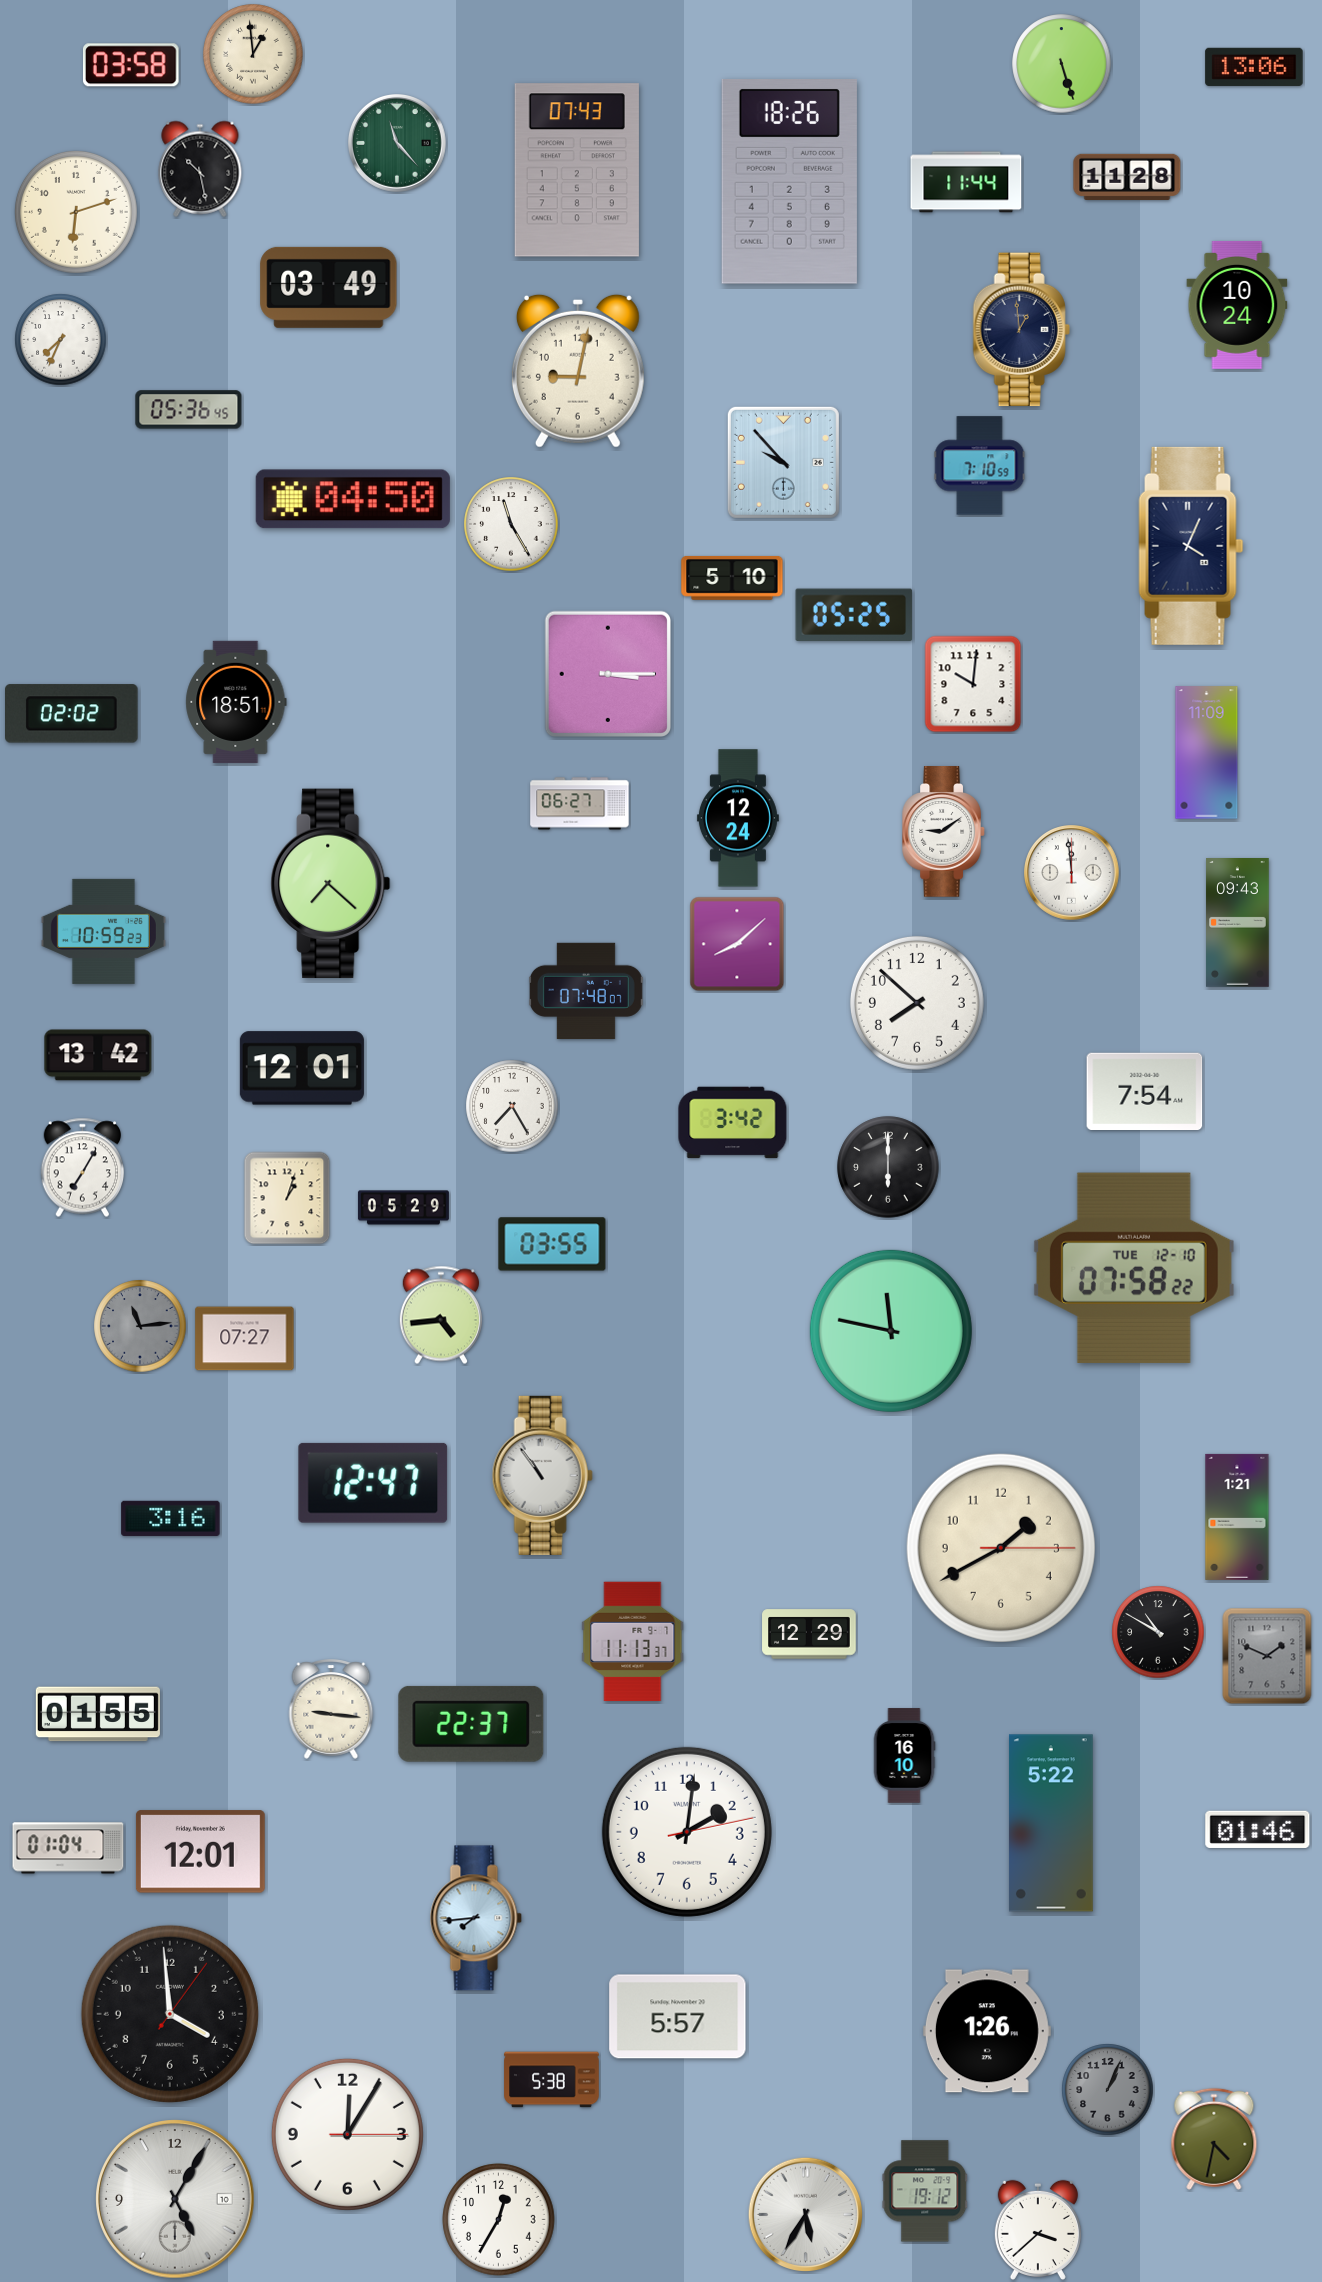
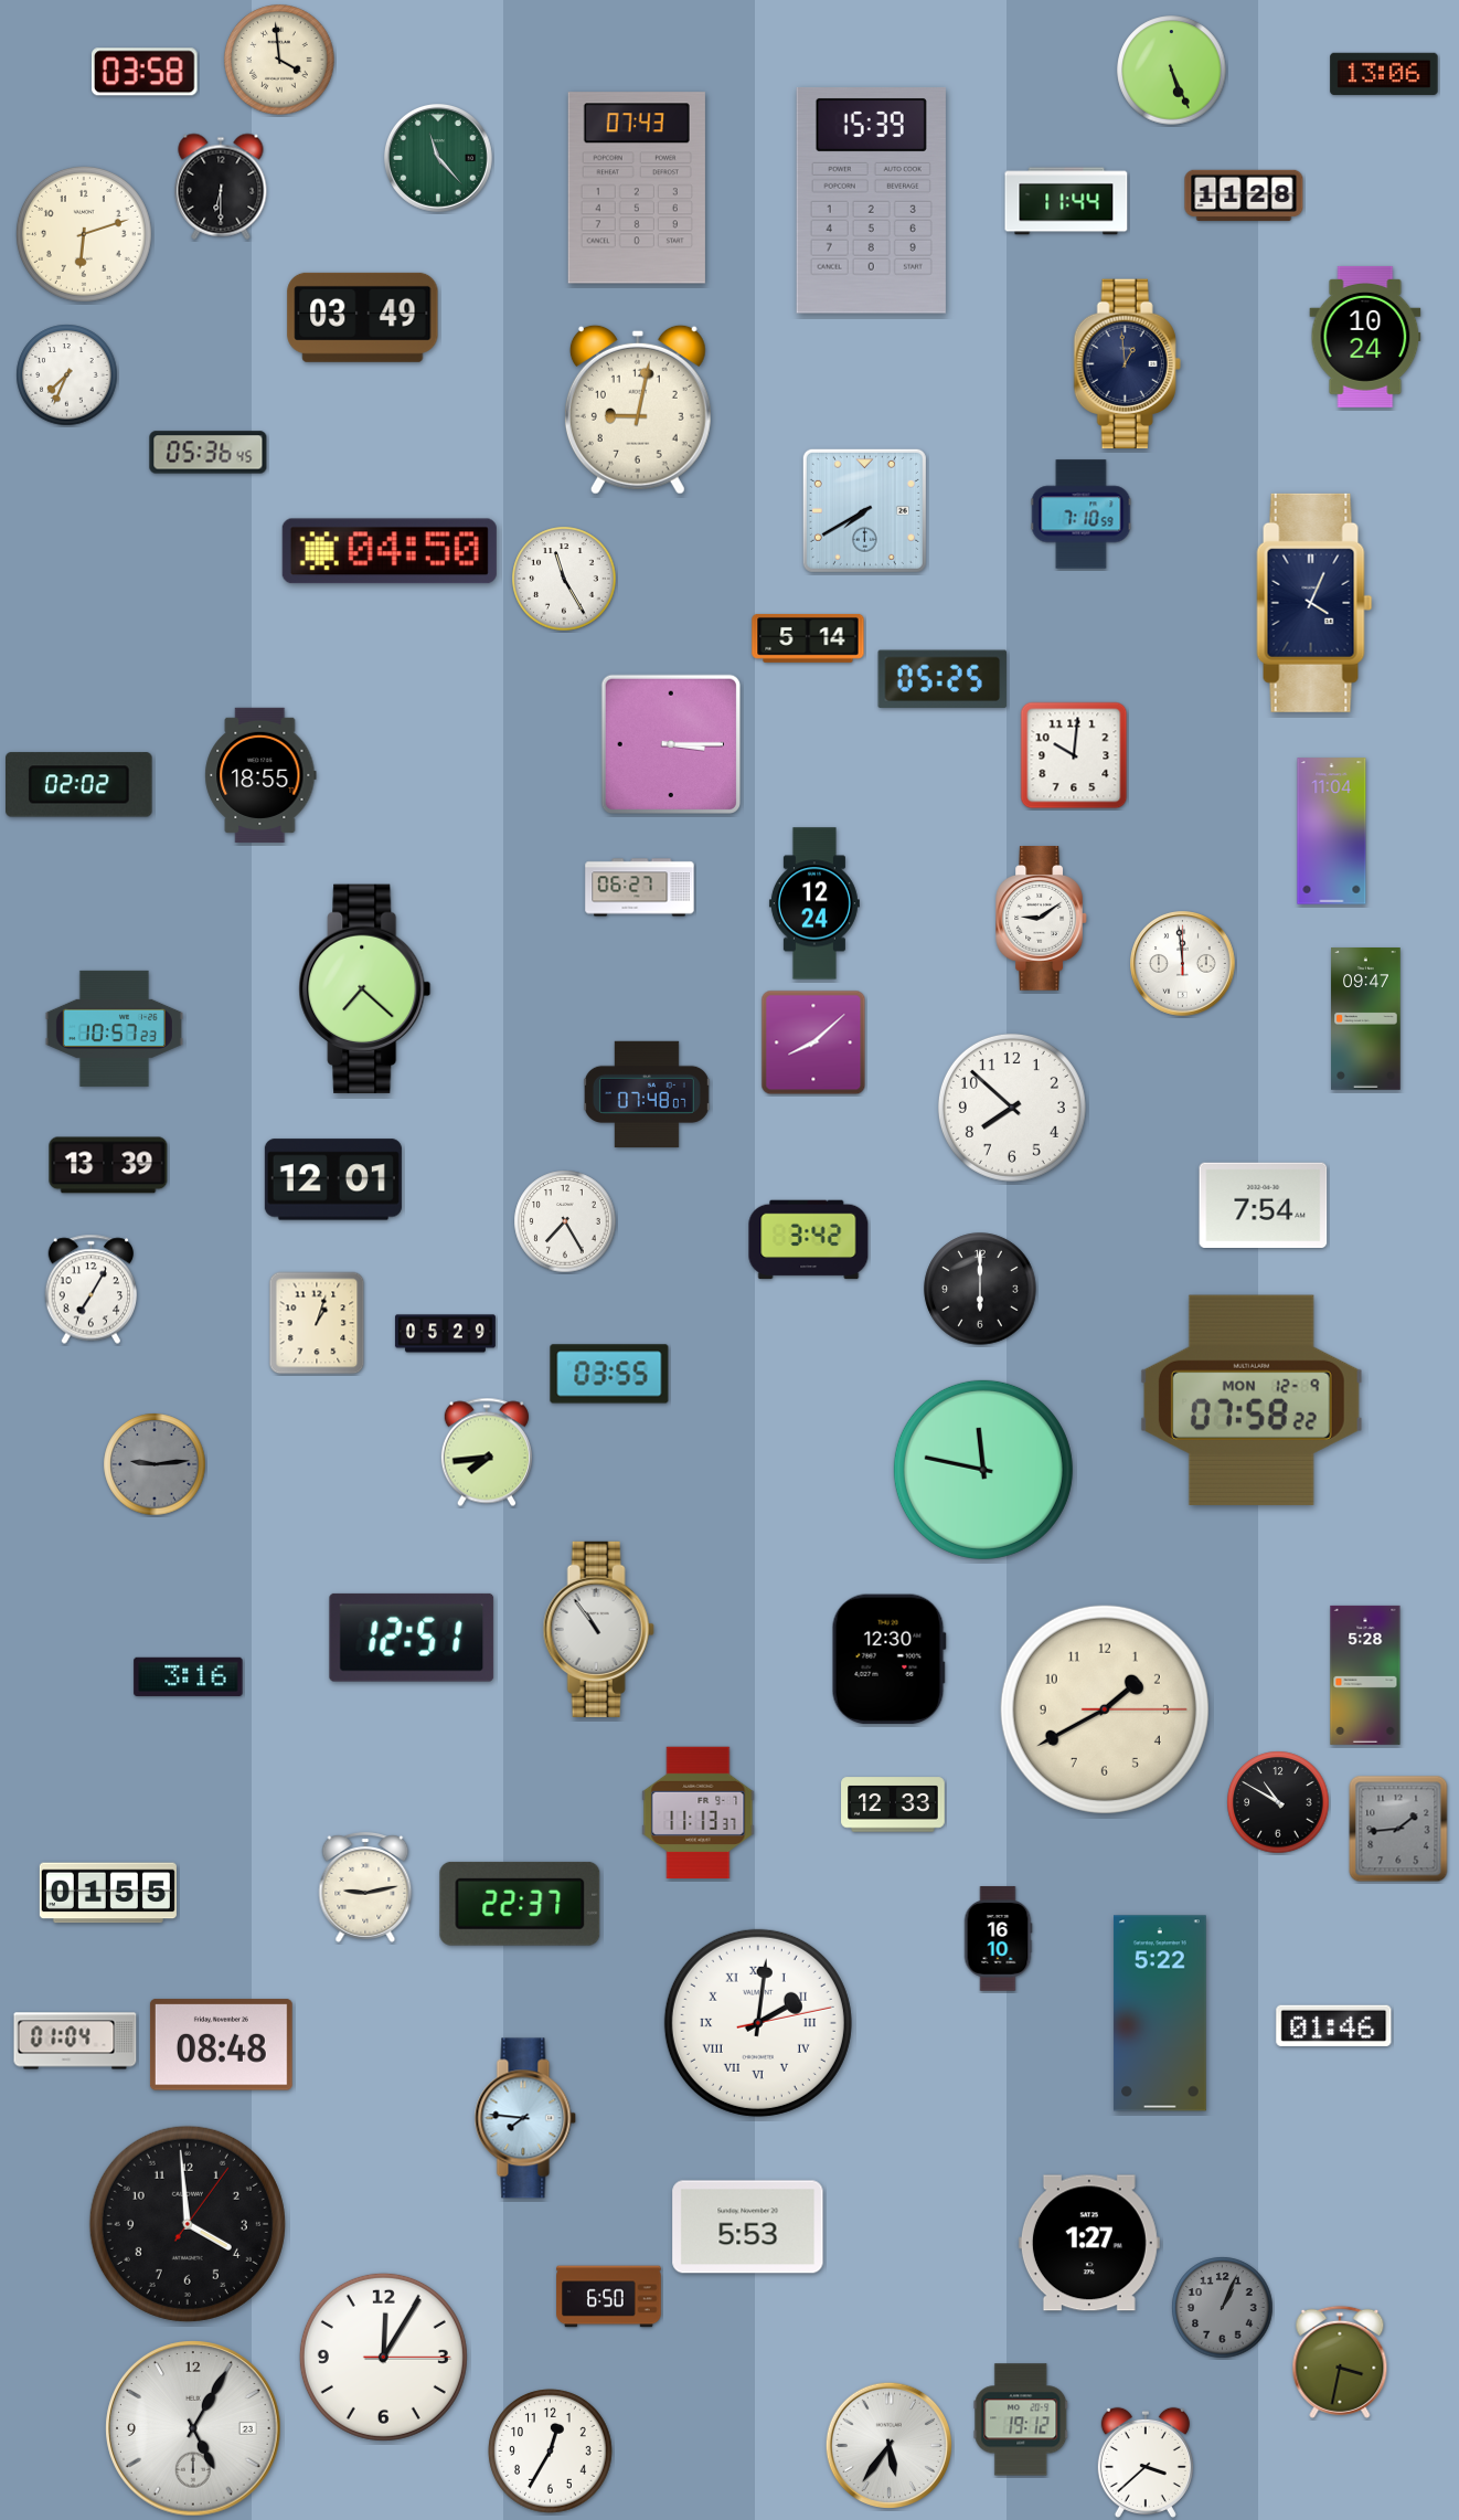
clock at (253, 54): 12:59 -> 3:59
clock at (1062, 64): 5:27 -> 5:26
clock at (200, 169): 10:28 -> 6:30
clock at (789, 182): 18:26 -> 15:39
clock at (783, 462): 9:53 -> 7:40
clock at (732, 578): 5:10 -> 5:14
clock at (236, 702): 18:51 -> 18:55
clock at (72, 714) position: (72, 714) -> (79, 785)
clock at (1207, 753): 11:09 -> 11:04
clock at (331, 884) position: (331, 884) -> (365, 989)
clock at (1238, 923): 09:43 -> 09:47
clock at (103, 931): 10:59 -> 10:57
clock at (98, 1055): 13:42 -> 13:39
clock at (1134, 1268) date: TUE 12-10 -> MON 12-9
clock at (441, 1315): 4:44 -> 7:44
clock at (140, 1326): 11:14 -> 9:14
clock at (245, 1339): 07:27 -> none
clock at (373, 1483): 12:47 -> 12:51
clock at (888, 1660): none -> 12:30
clock at (1237, 1517): 1:21 -> 5:28
clock at (809, 1634): 12:29 -> 12:33
clock at (1267, 1656): 1:49 -> 1:44
clock at (331, 1709): 9:16 -> 9:13
clock at (1258, 1829) position: (1258, 1829) -> (1334, 2025)
clock at (687, 1832) numerals: Arabic -> Roman
clock at (200, 1852): 12:01 -> 08:48
clock at (476, 1918): 7:44 -> 7:46
clock at (678, 2017): 5:57 -> 5:53
clock at (987, 2031): 1:26 -> 1:27
clock at (552, 2080): 5:38 -> 6:50
clock at (1214, 2139): 4:32 -> 3:32
clock at (175, 2199) date: 10 -> 23
clock at (805, 2214): 5:35 -> 5:36
